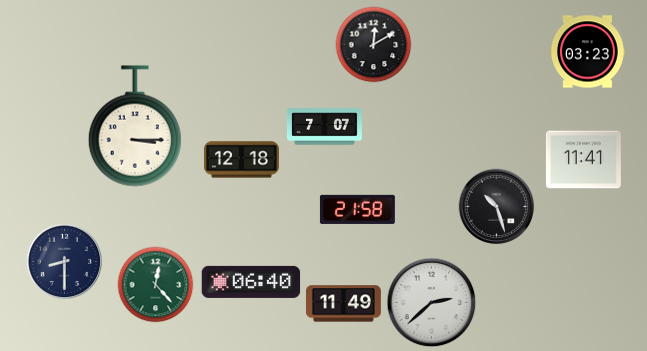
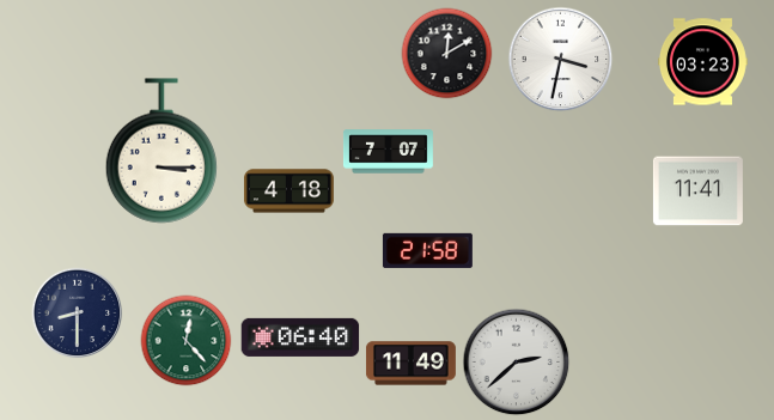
clock at (561, 60): none -> 3:32
clock at (241, 160): 12:18 -> 4:18
clock at (497, 207): 10:27 -> none
